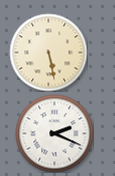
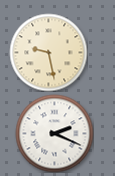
clock at (48, 52): 5:28 -> 9:28
